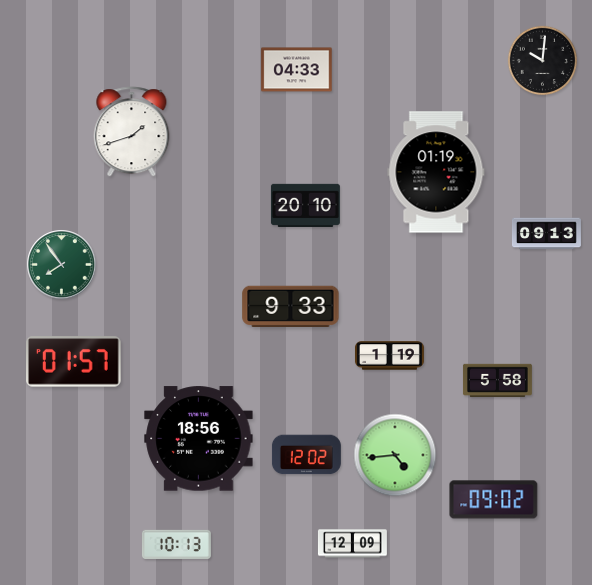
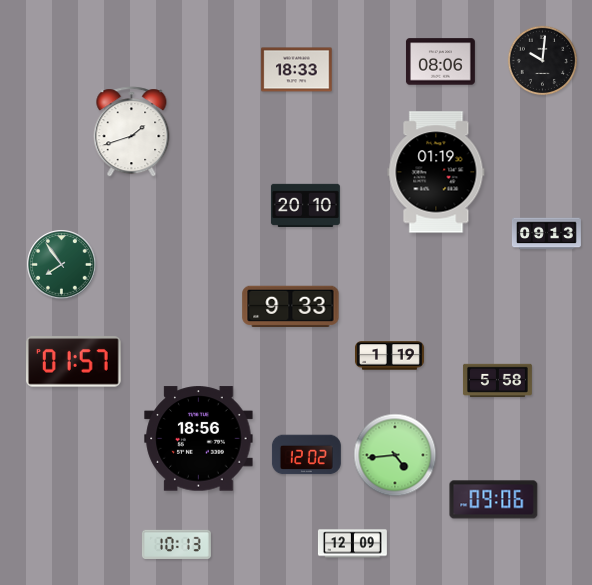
clock at (440, 62): none -> 08:06
clock at (297, 70): 04:33 -> 18:33
clock at (494, 500): 09:02 -> 09:06
